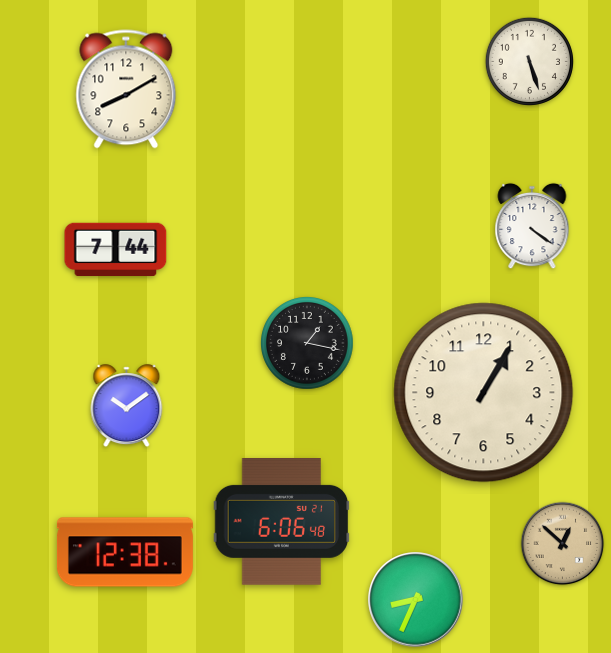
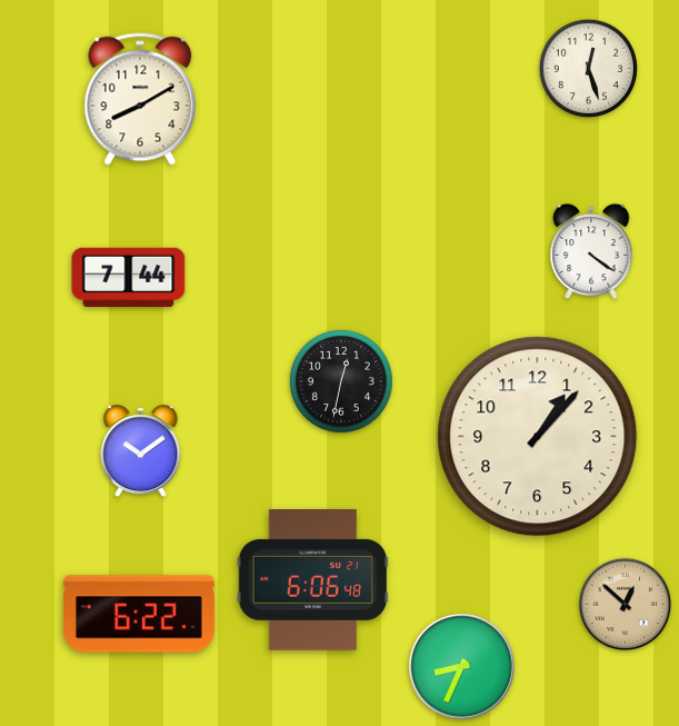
clock at (529, 61): 5:27 -> 12:27
clock at (308, 344): 1:17 -> 12:32
clock at (484, 393): 1:05 -> 1:07
clock at (125, 552): 12:38 -> 6:22
